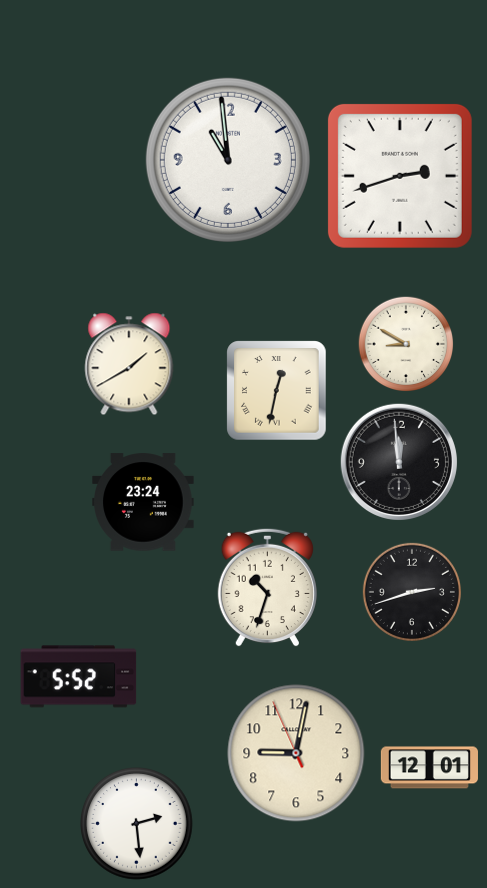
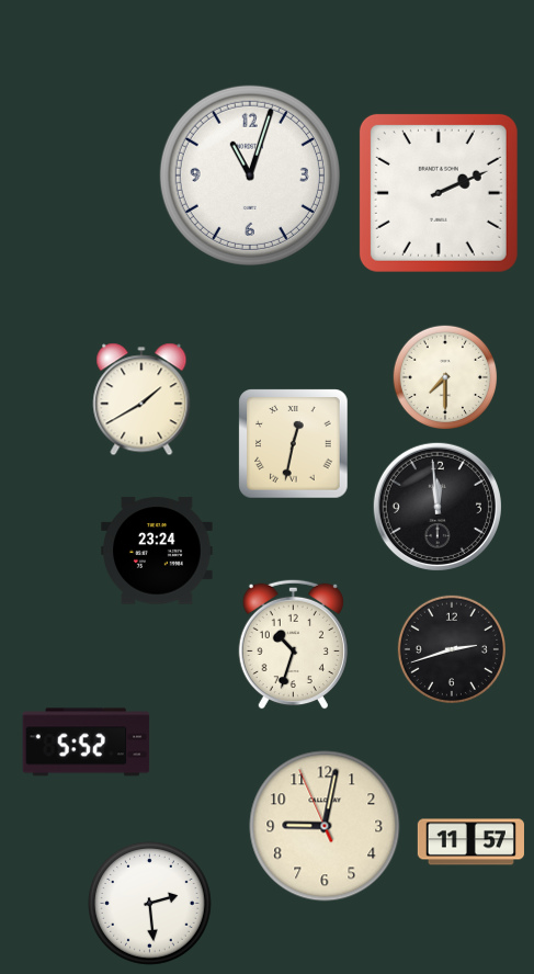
clock at (228, 160): 10:59 -> 11:03
clock at (400, 176): 2:42 -> 2:11
clock at (406, 344): 8:50 -> 7:30
clock at (277, 391) position: (277, 391) -> (294, 444)
clock at (429, 768): 12:01 -> 11:57
